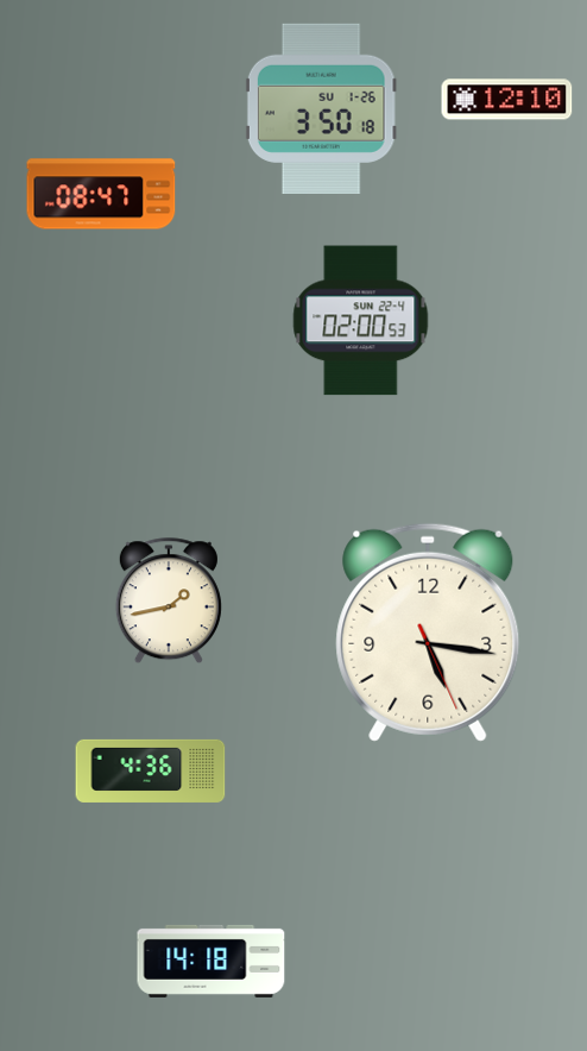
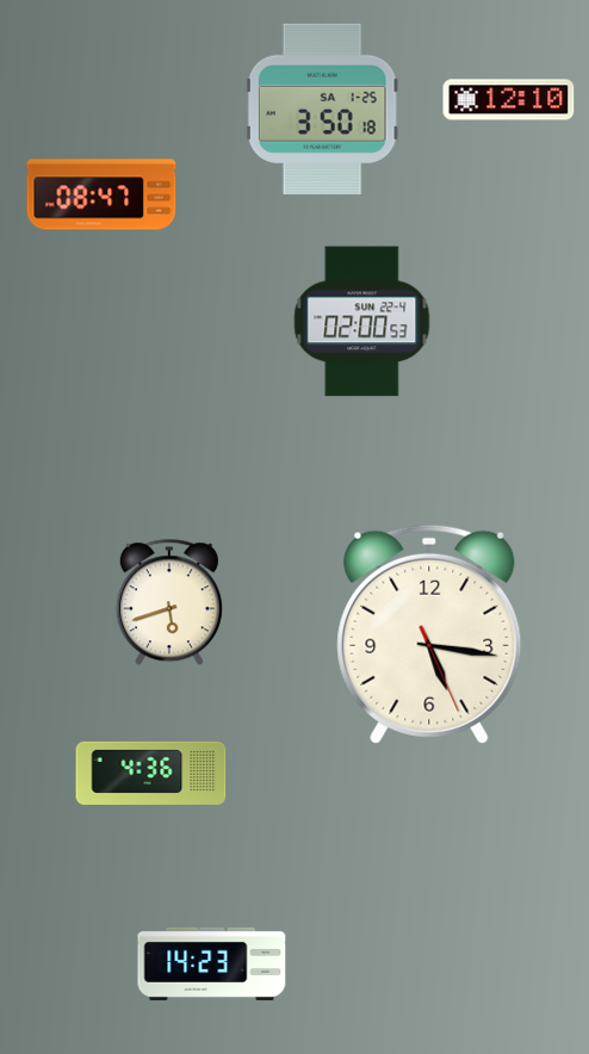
clock at (321, 108) date: SU 1-26 -> SA 1-25
clock at (169, 602): 1:43 -> 5:42
clock at (212, 961): 14:18 -> 14:23
